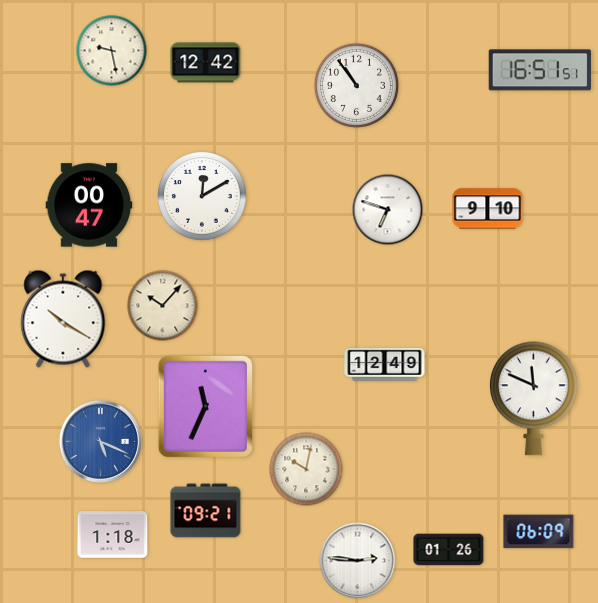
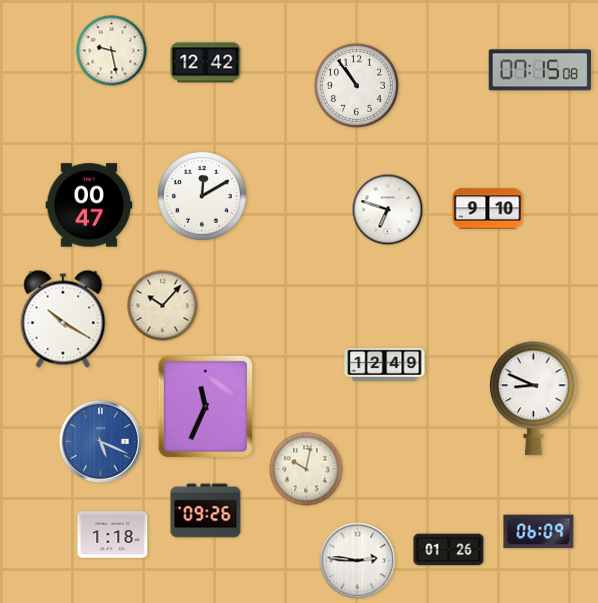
clock at (540, 70): 16:51 -> 07:15
clock at (534, 399): 11:49 -> 8:49
clock at (206, 511): 09:21 -> 09:26
